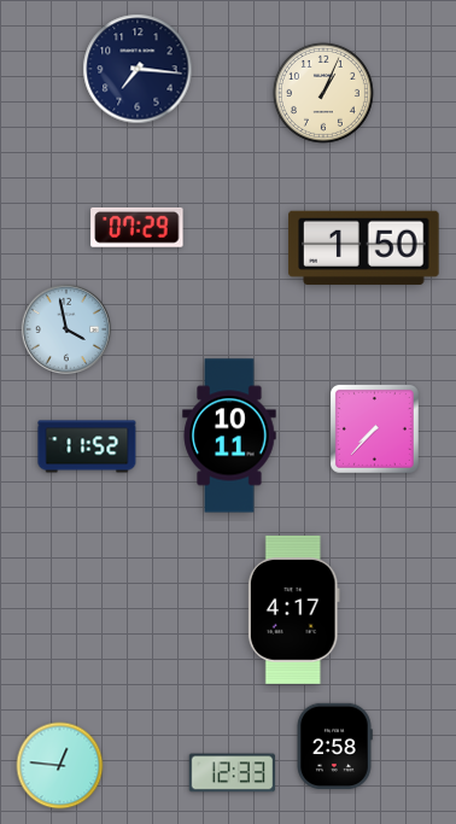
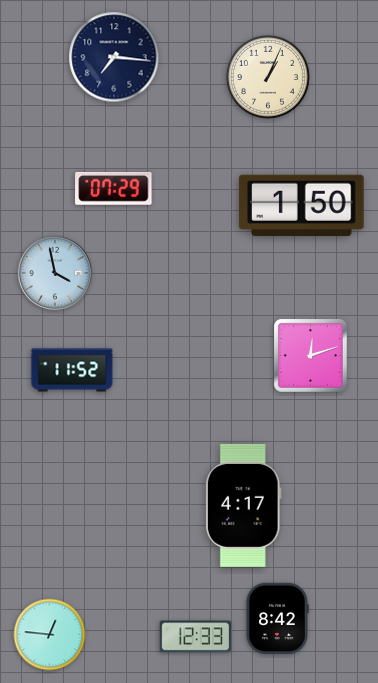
clock at (374, 428): 7:37 -> 12:12
clock at (229, 436): 10:11 -> none
clock at (334, 747): 2:58 -> 8:42
clock at (232, 773) position: (232, 773) -> (195, 637)
